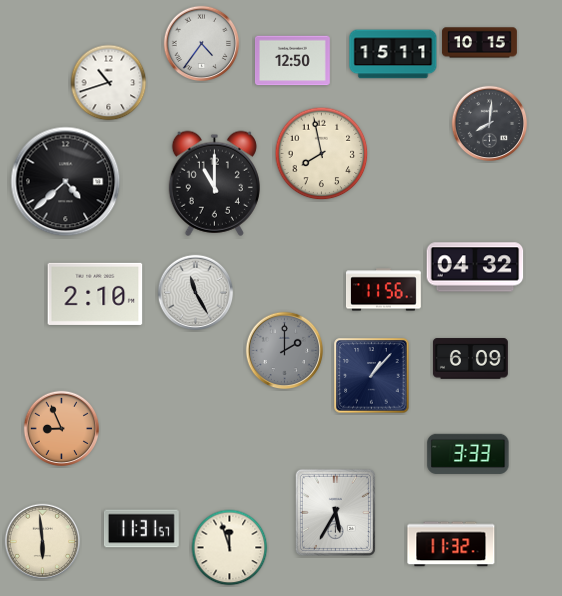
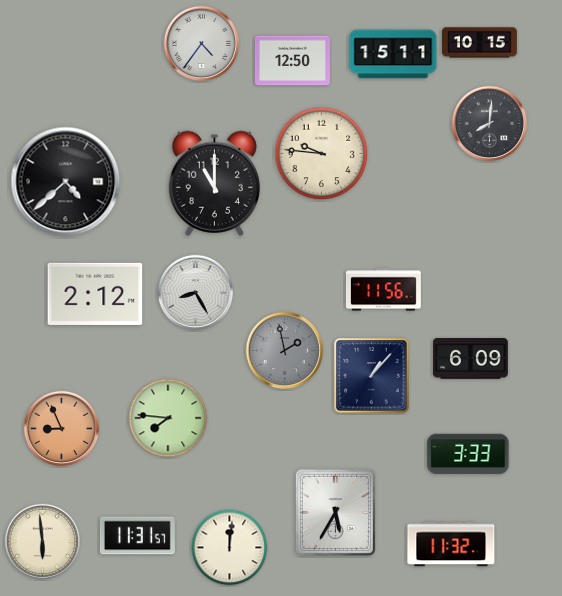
clock at (109, 83): 10:42 -> none
clock at (322, 154): 7:58 -> 9:46
clock at (475, 267): 04:32 -> none
clock at (196, 293): 11:25 -> 8:25
clock at (95, 294): 2:10 -> 2:12
clock at (285, 351): 2:00 -> 1:58
clock at (168, 418): none -> 7:46
clock at (141, 529) position: (141, 529) -> (137, 536)
clock at (230, 548): 11:57 -> 12:01
